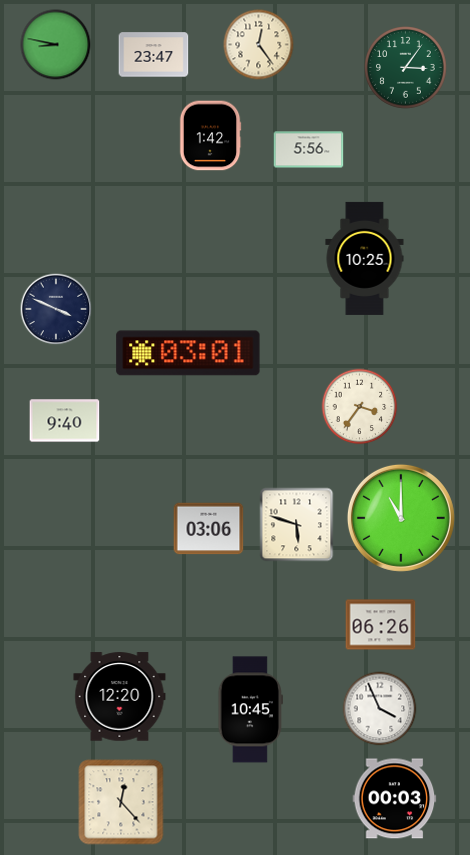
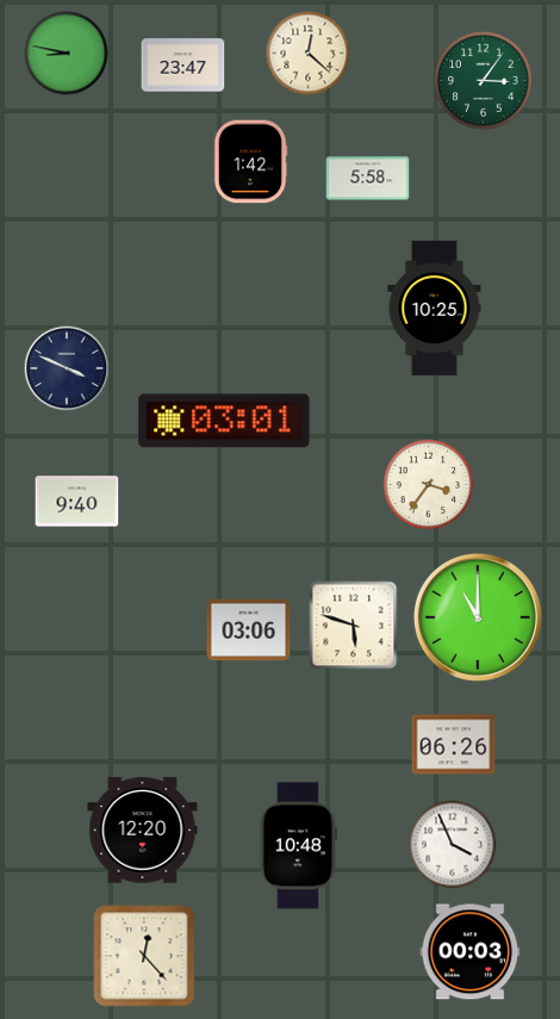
clock at (259, 45): 12:24 -> 12:22
clock at (309, 150): 5:56 -> 5:58
clock at (250, 710): 10:45 -> 10:48
